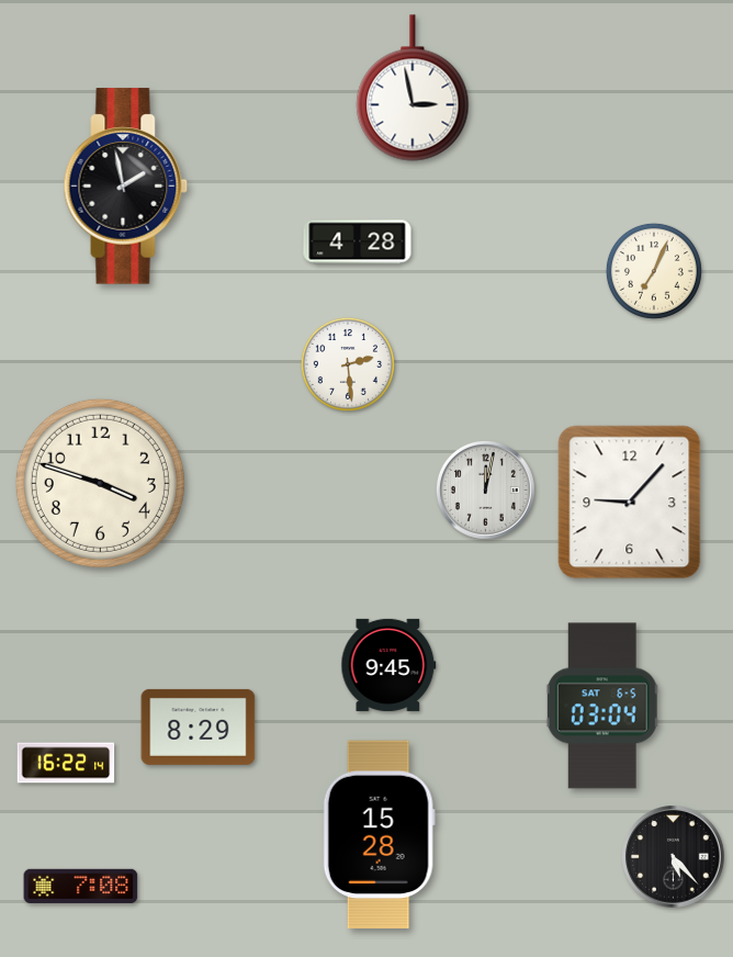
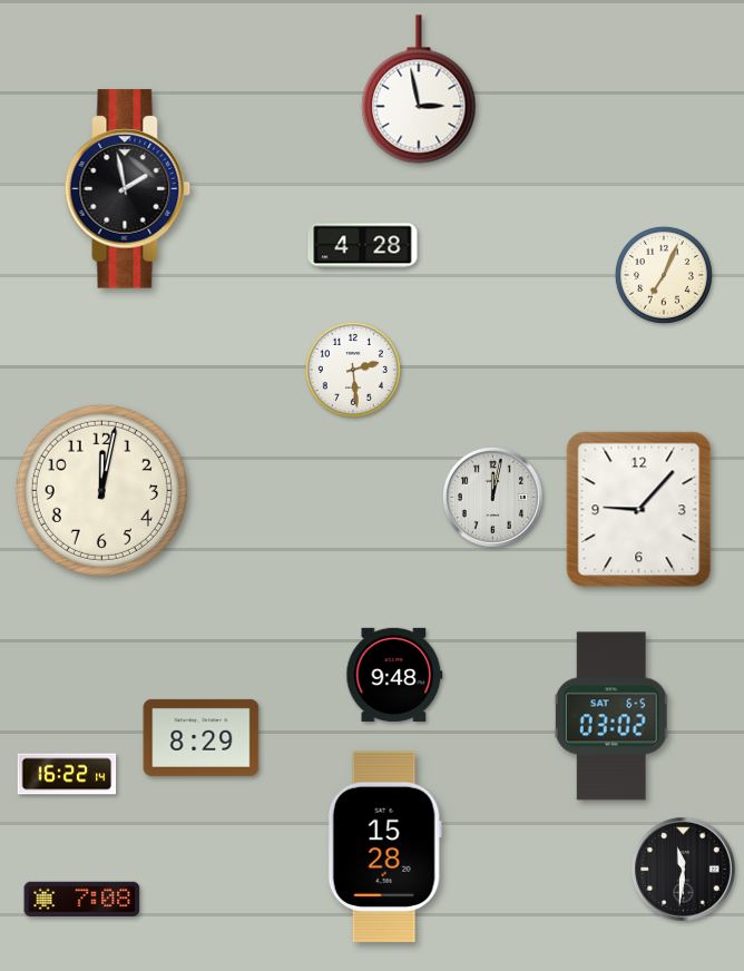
clock at (100, 483): 3:48 -> 12:02
clock at (388, 665): 9:45 -> 9:48
clock at (602, 706): 03:04 -> 03:02
clock at (674, 857): 5:23 -> 11:31
